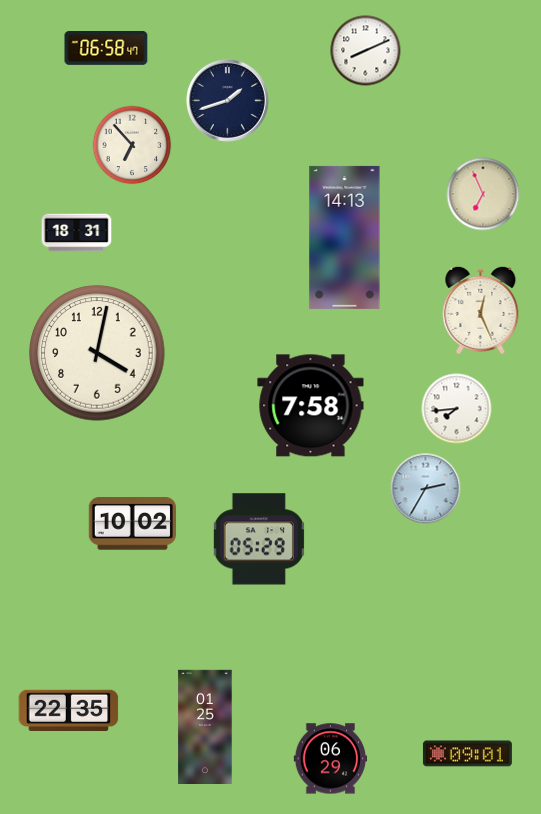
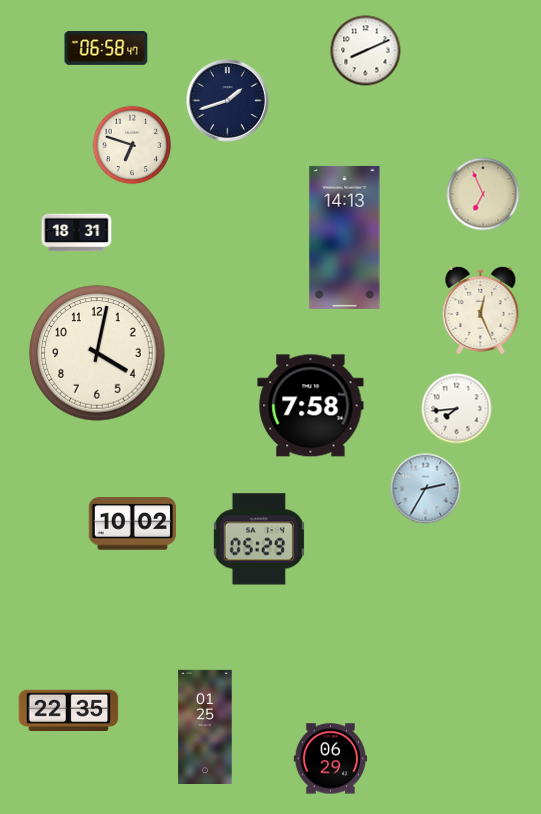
clock at (132, 145): 6:53 -> 6:48
clock at (467, 754): 09:01 -> none
